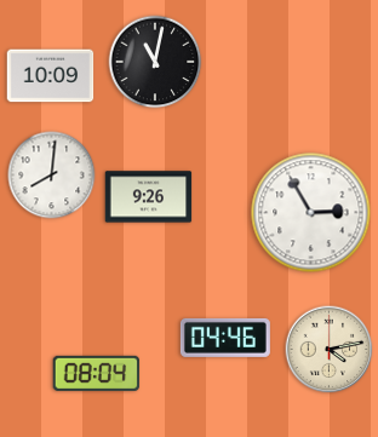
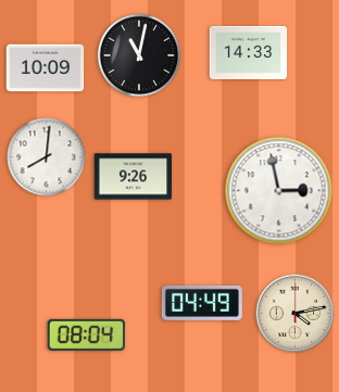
clock at (249, 52): none -> 14:33
clock at (311, 213): 2:55 -> 2:58
clock at (225, 338): 04:46 -> 04:49
